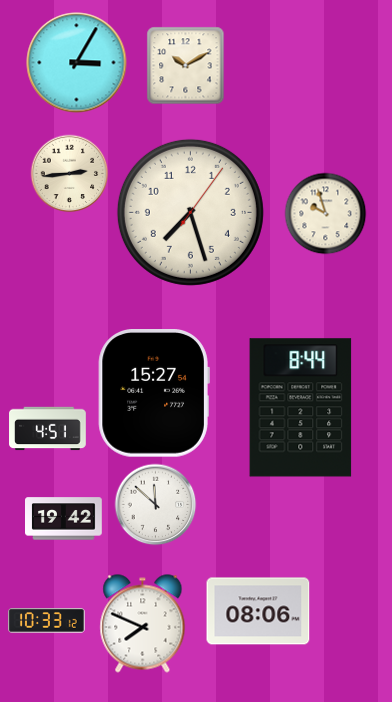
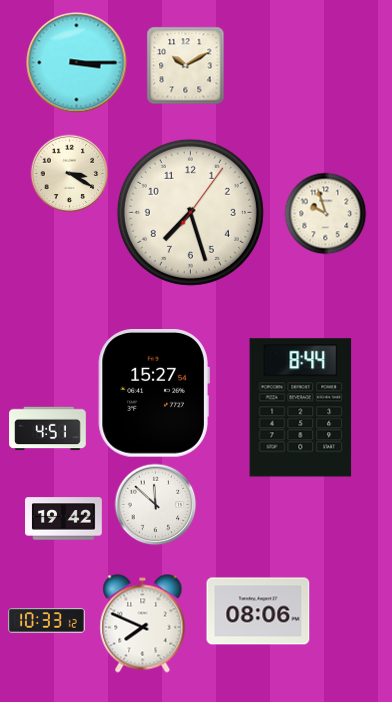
clock at (77, 63): 3:05 -> 3:15
clock at (69, 173): 2:44 -> 3:20
